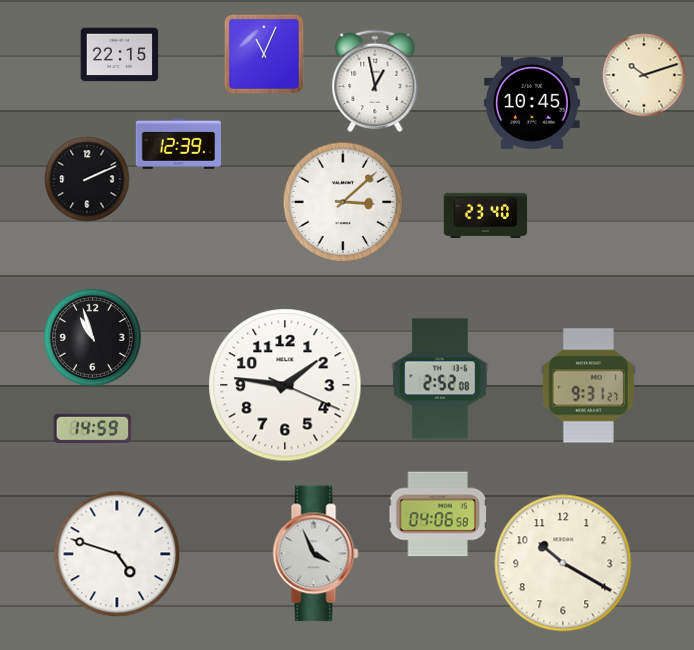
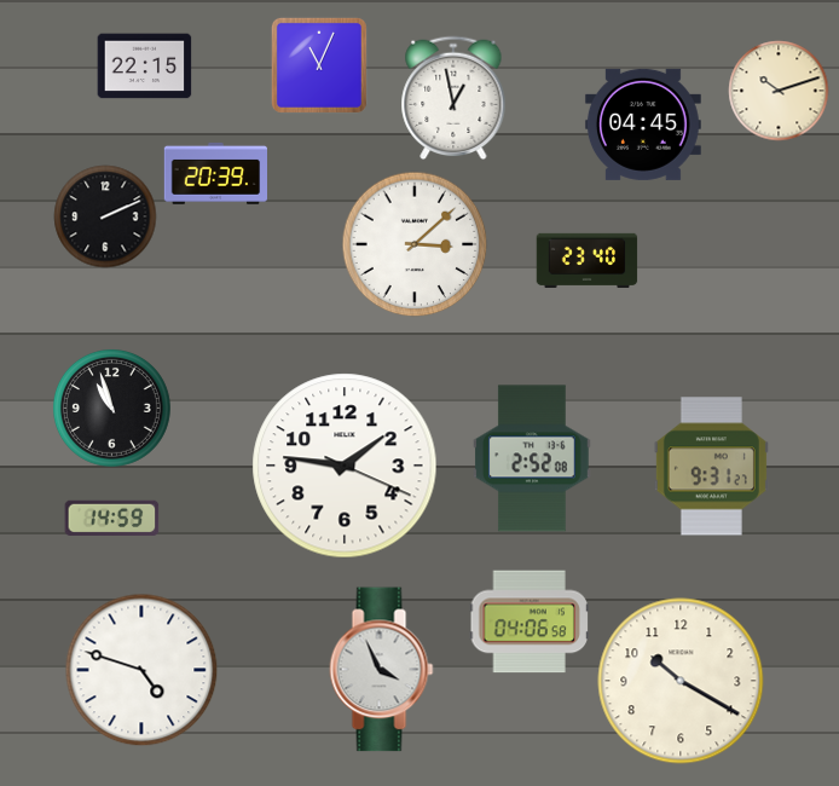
clock at (532, 103): 10:45 -> 04:45
clock at (178, 143): 12:39 -> 20:39
